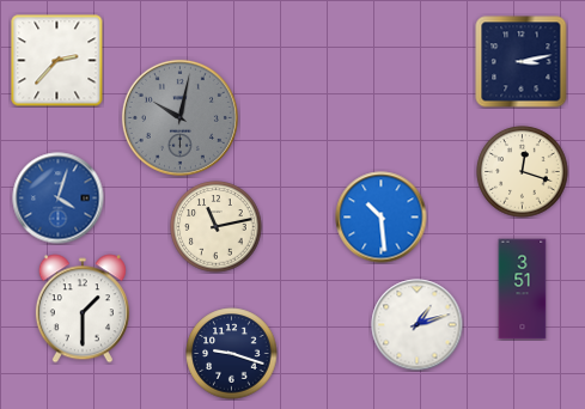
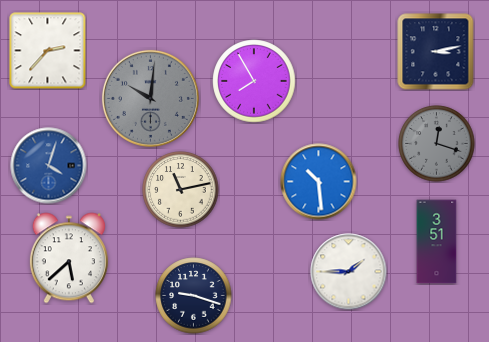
clock at (254, 81): none -> 7:55
clock at (179, 117): 10:02 -> 10:01
clock at (523, 172) dial: cream -> grey
clock at (83, 309): 1:30 -> 5:38
clock at (418, 325): 1:12 -> 1:45
